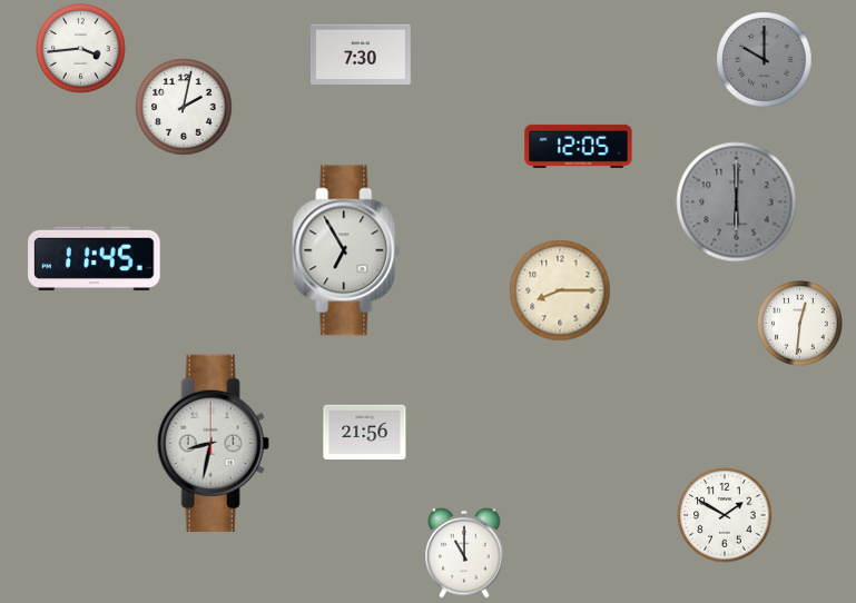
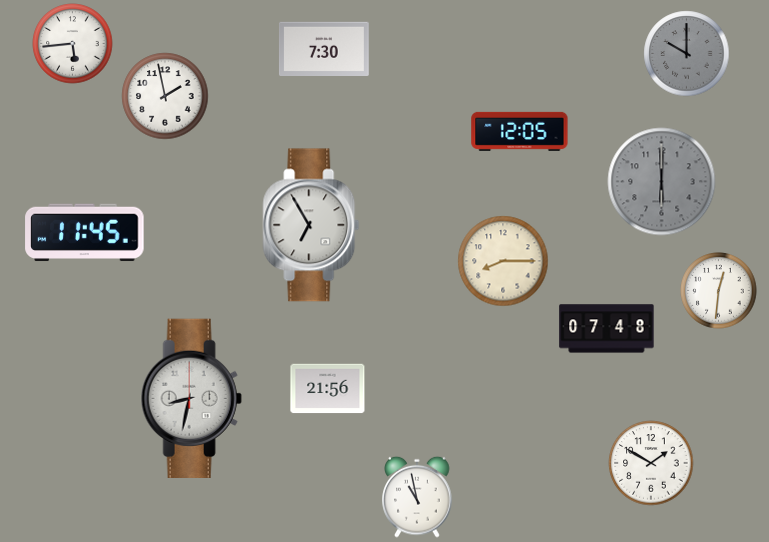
clock at (81, 49): 3:44 -> 5:44
clock at (184, 107): 2:02 -> 1:58
clock at (607, 329): none -> 07:48
clock at (464, 553): 11:00 -> 10:58
